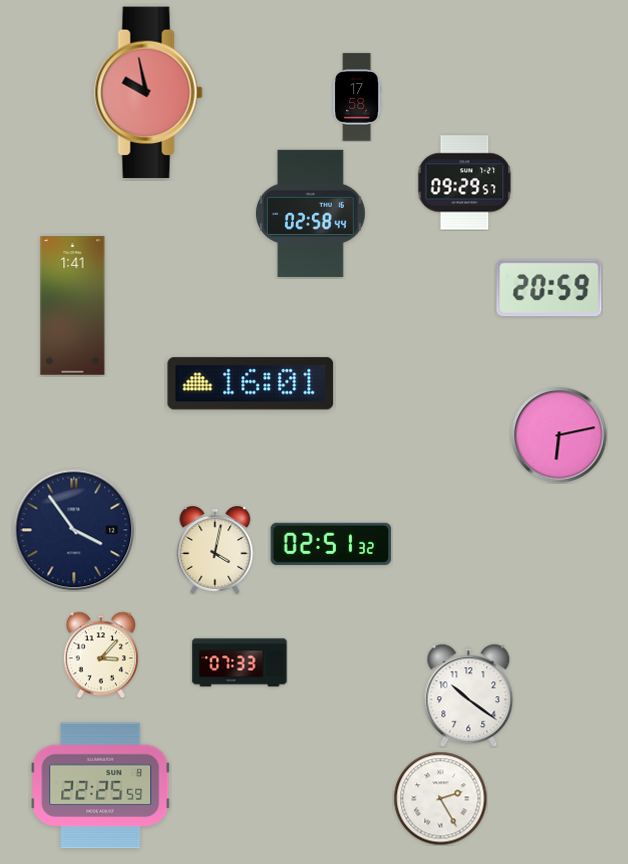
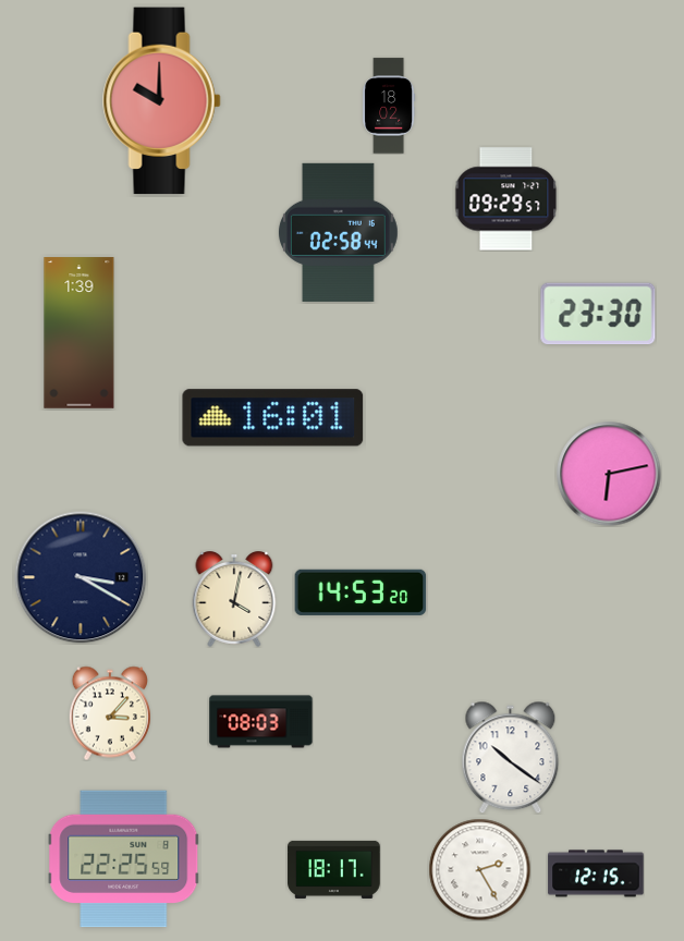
clock at (149, 93): 9:58 -> 10:00
clock at (357, 97): 17:58 -> 18:02
clock at (549, 288): 20:59 -> 23:30
clock at (73, 306): 1:41 -> 1:39
clock at (74, 530): 3:54 -> 3:20
clock at (331, 544): 02:51 -> 14:53
clock at (240, 663): 07:33 -> 08:03
clock at (101, 786) position: (101, 786) -> (124, 859)
clock at (334, 869): none -> 18:17
clock at (596, 873): none -> 12:15
